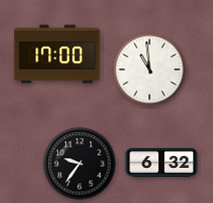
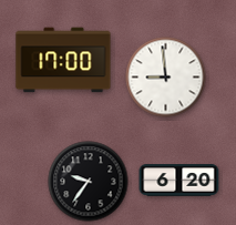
clock at (150, 70): 10:59 -> 8:59
clock at (162, 163): 6:32 -> 6:20
